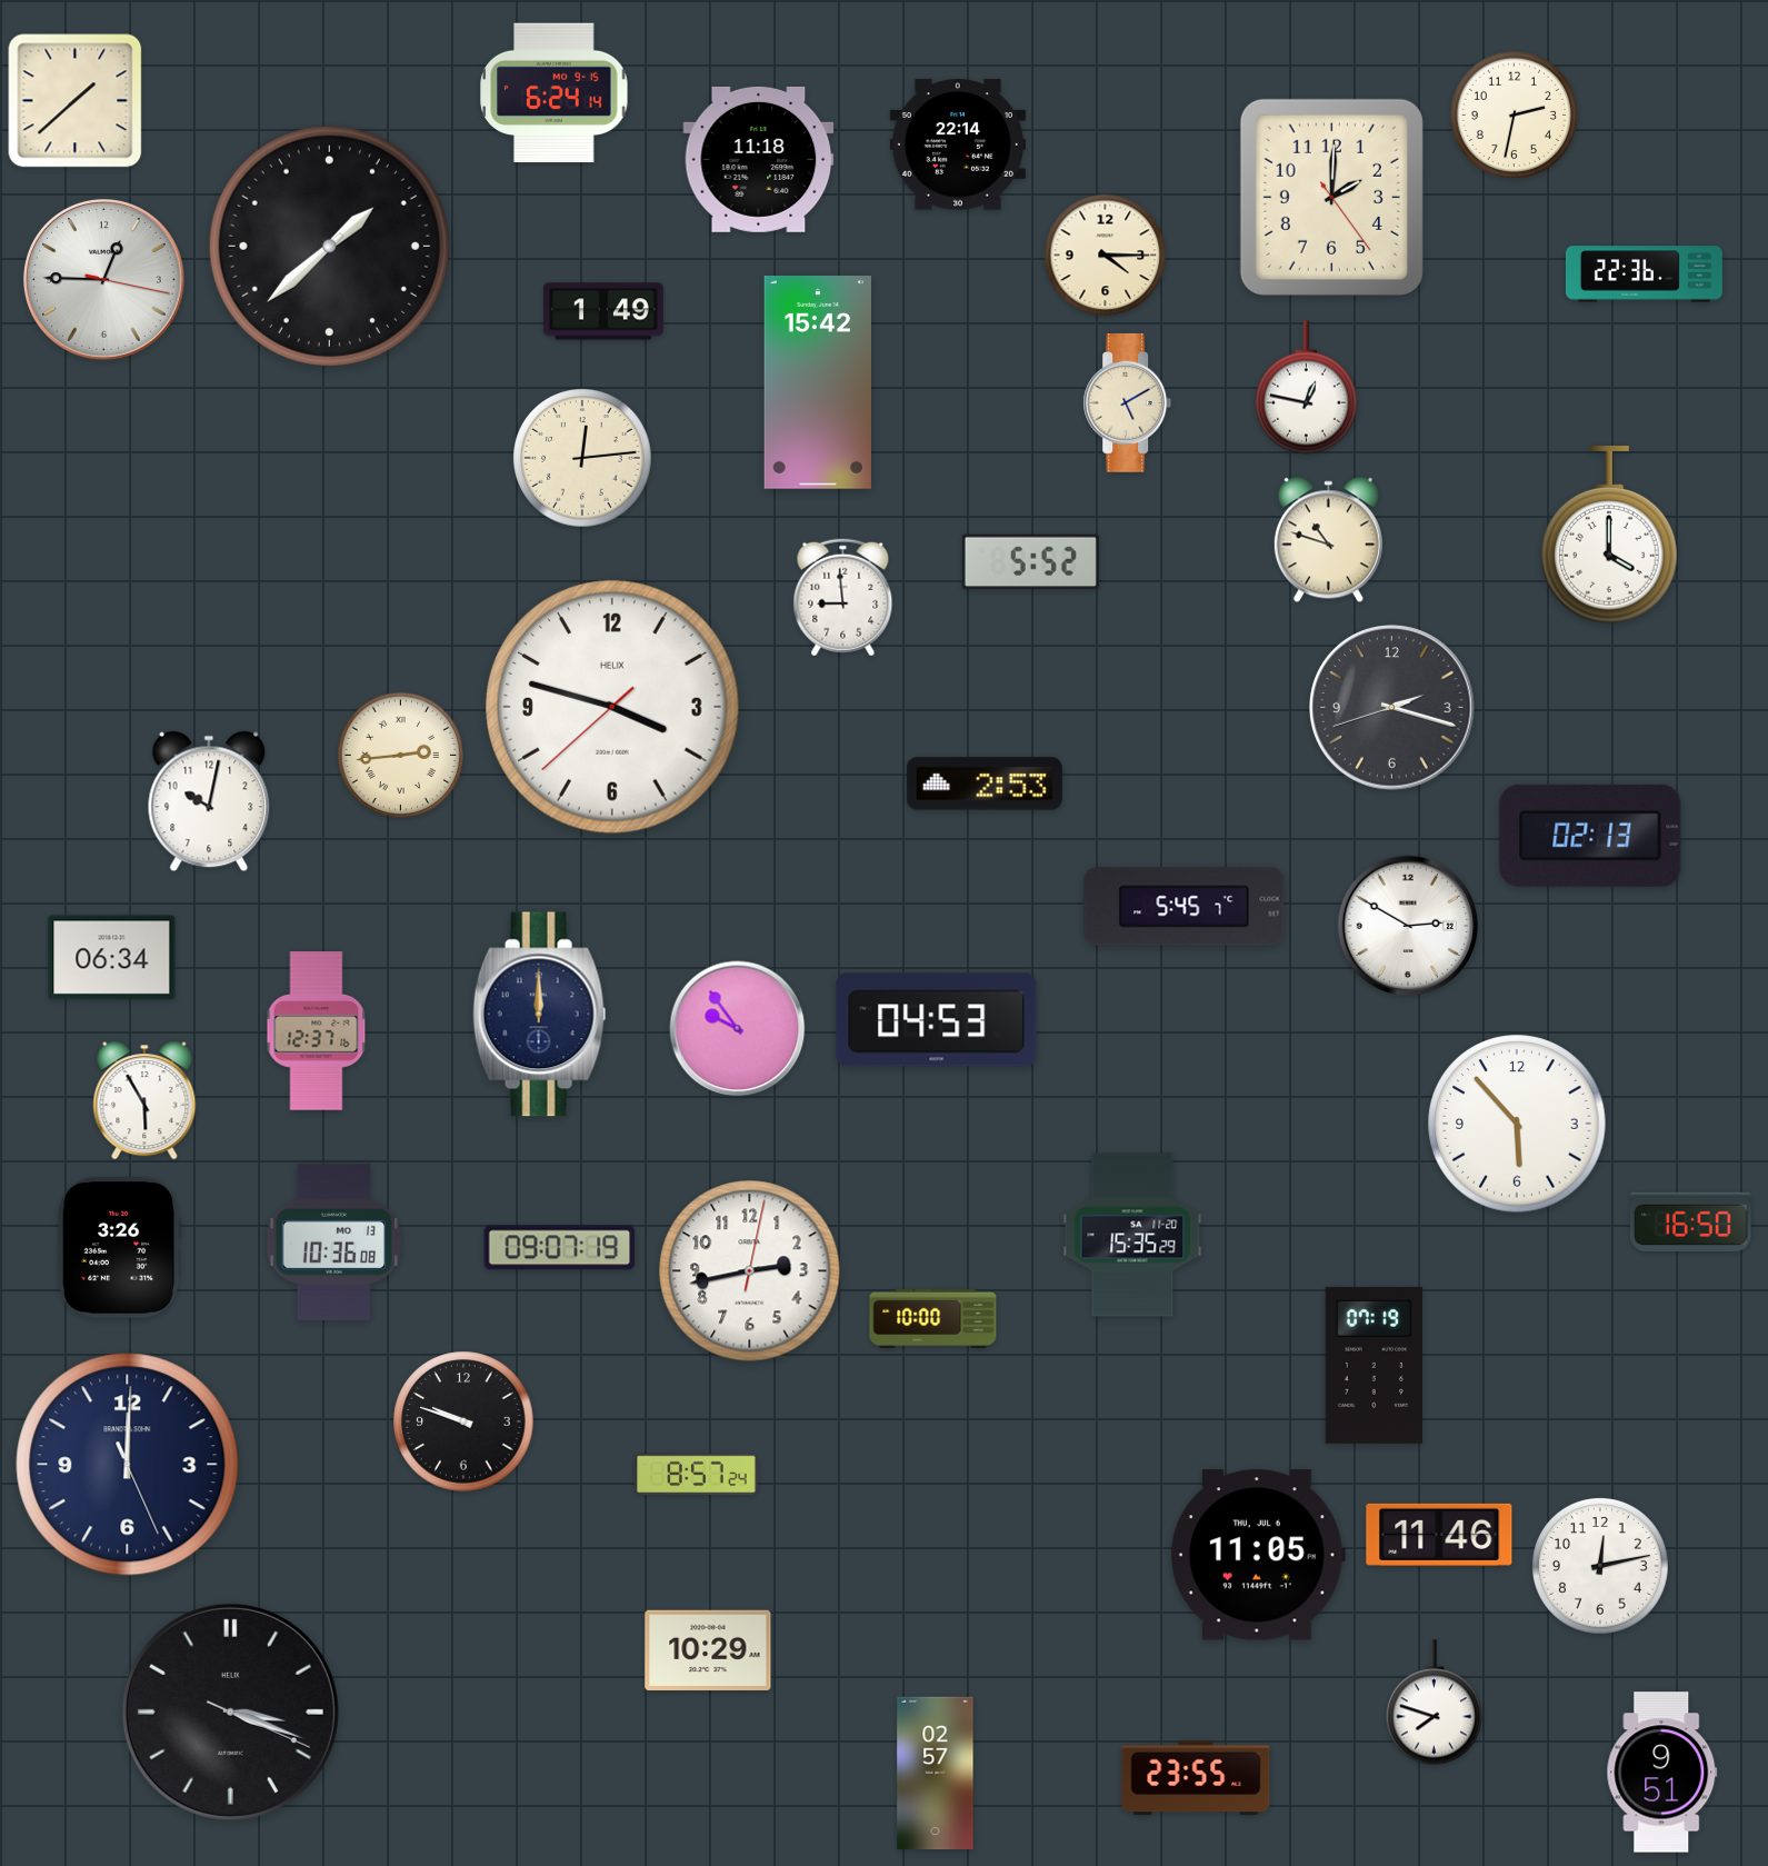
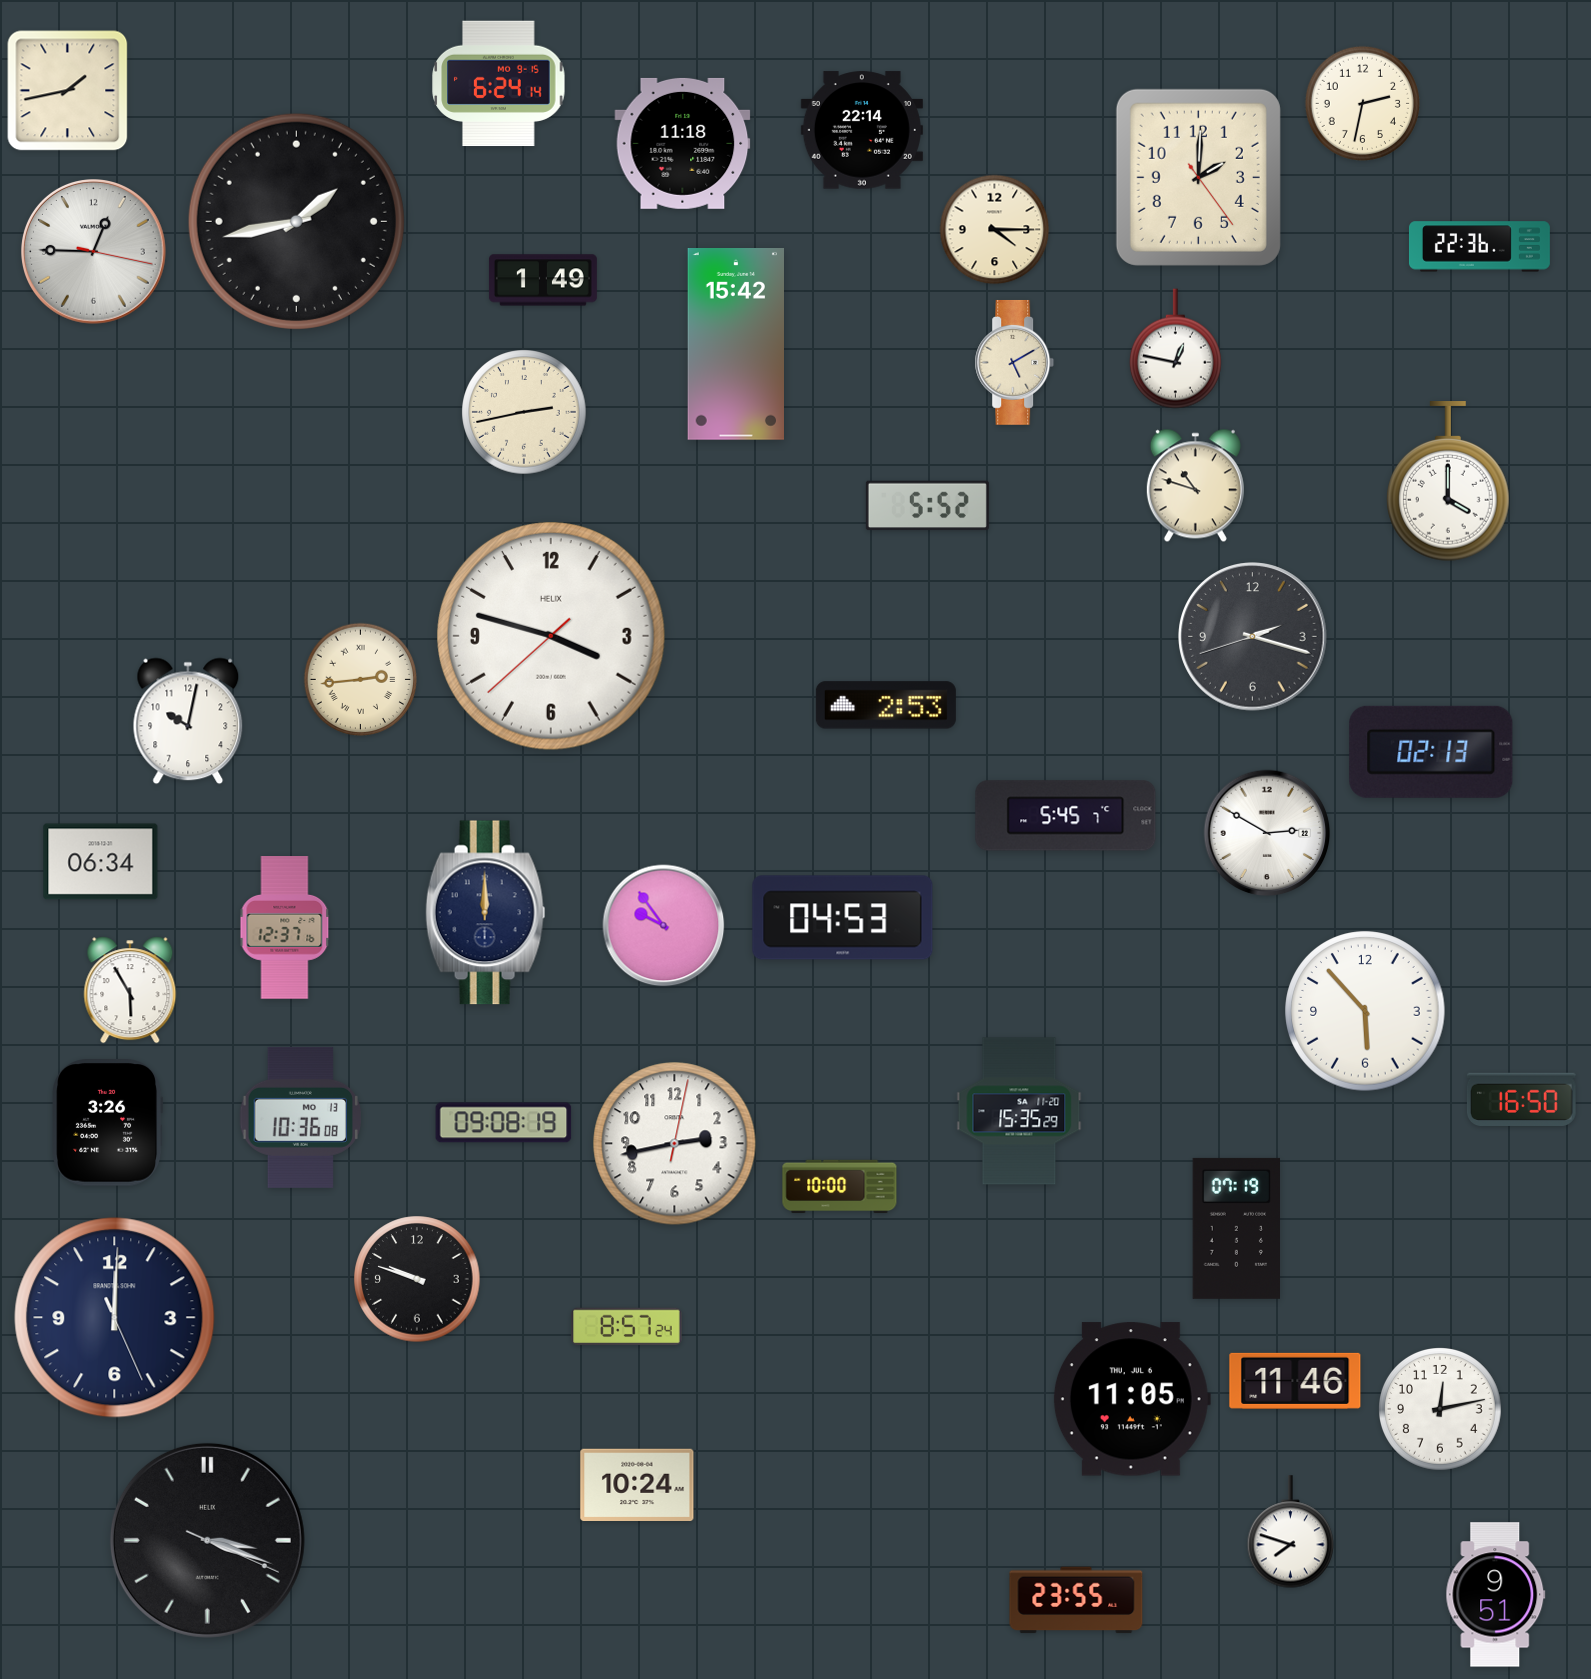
clock at (76, 101): 1:38 -> 1:43
clock at (329, 246): 1:38 -> 1:43
clock at (582, 458): 12:14 -> 2:43
clock at (843, 598): 8:59 -> none
clock at (560, 1248): 09:07 -> 09:08
clock at (708, 1649): 10:29 -> 10:24
clock at (936, 1774): 02:57 -> none
